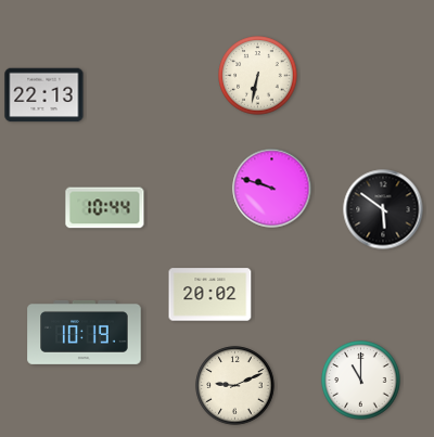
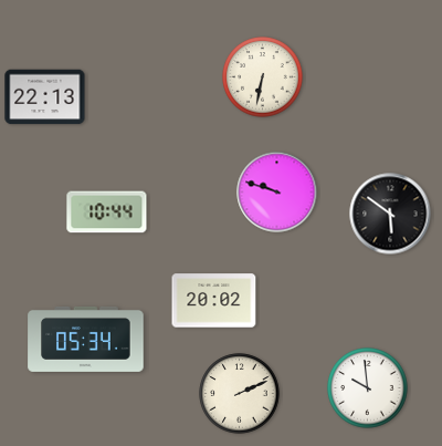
clock at (85, 332): 10:19 -> 05:34
clock at (361, 381): 11:00 -> 9:59
clock at (235, 386): 9:11 -> 2:11
